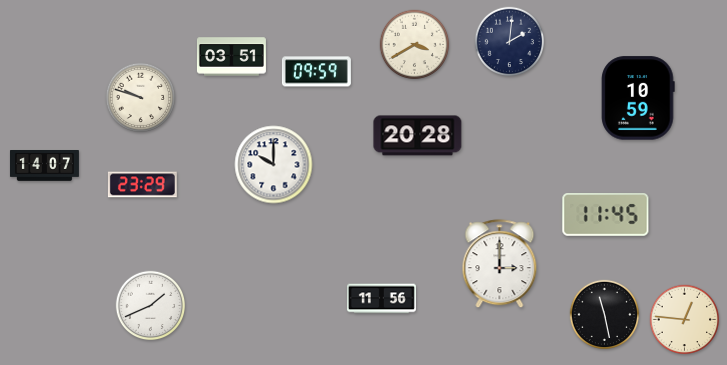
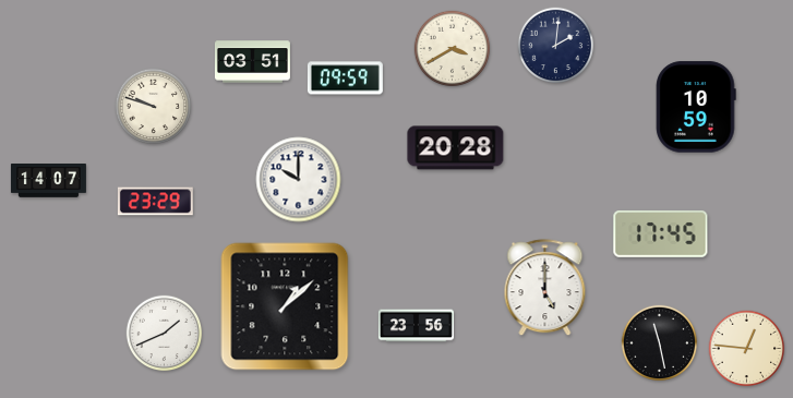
clock at (606, 215): 11:45 -> 17:45
clock at (500, 264): 3:00 -> 5:00
clock at (285, 306): none -> 1:08
clock at (381, 299): 11:56 -> 23:56
